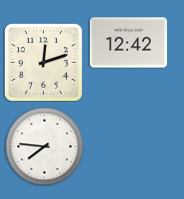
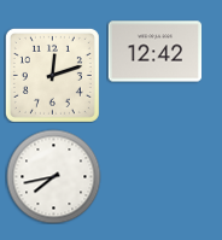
clock at (44, 146): 7:46 -> 7:43
